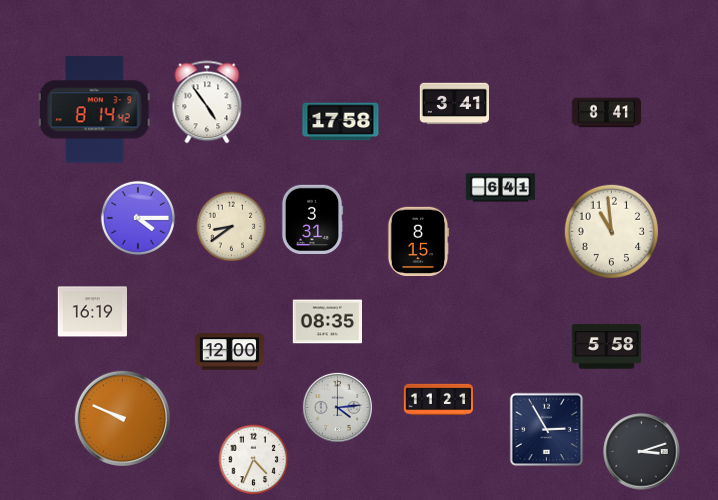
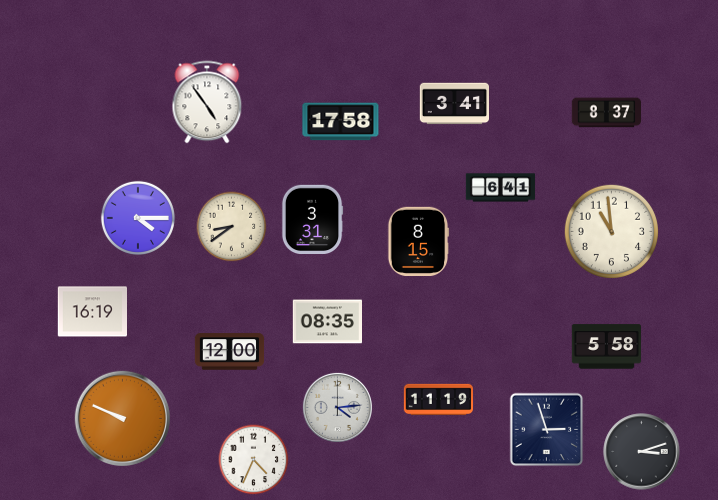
clock at (94, 110): 8:14 -> none
clock at (606, 113): 8:41 -> 8:37
clock at (439, 400): 11:21 -> 11:19
clock at (547, 430): 2:55 -> 2:57
